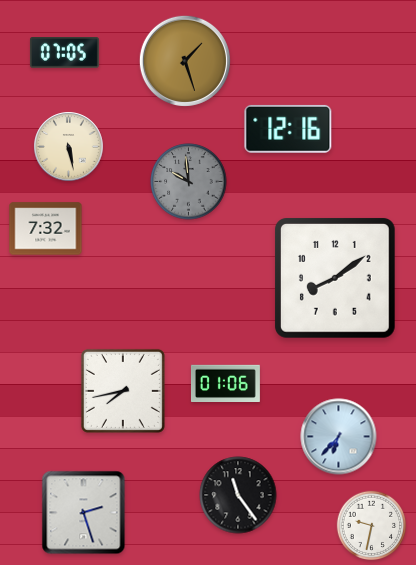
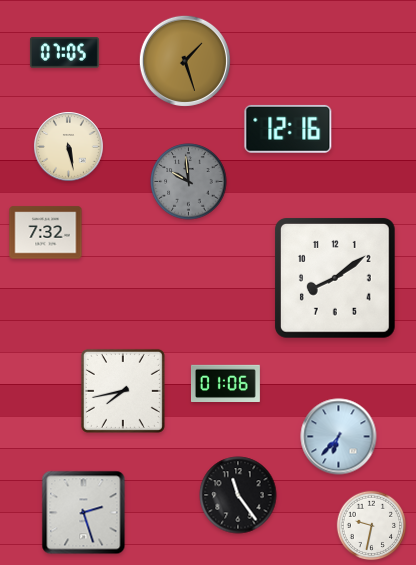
clock at (46, 229) position: (46, 229) -> (46, 233)
